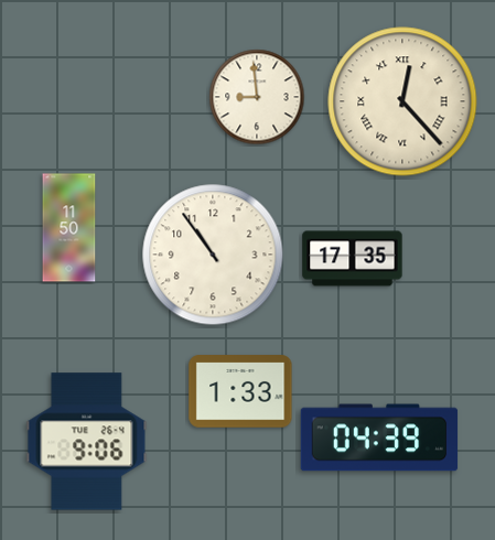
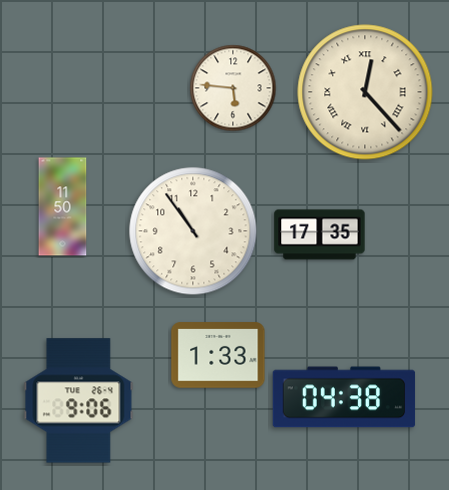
clock at (257, 97): 8:59 -> 5:46
clock at (379, 438): 04:39 -> 04:38
